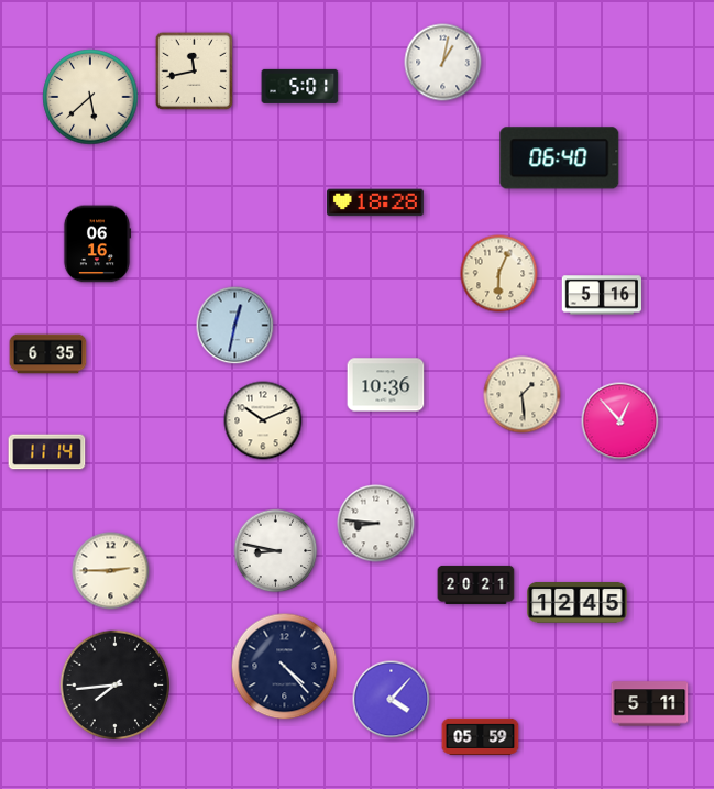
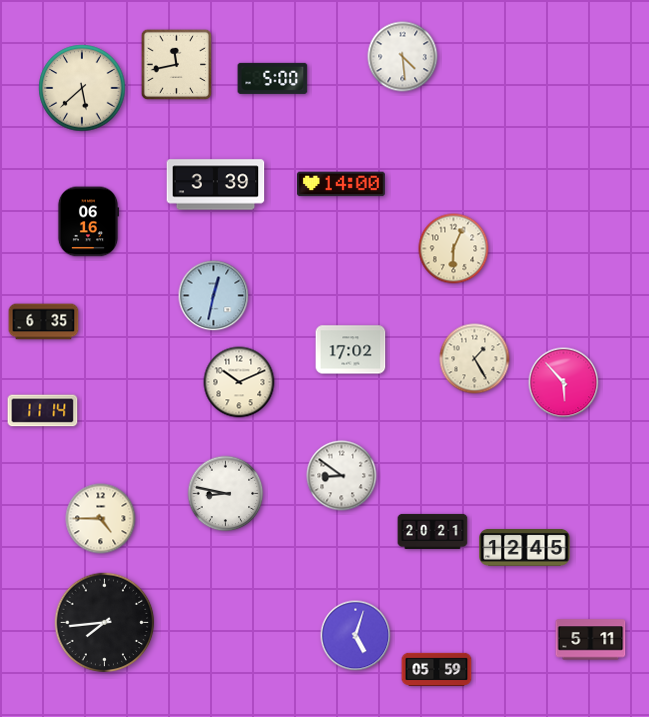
clock at (443, 63): 1:02 -> 4:29
clock at (300, 86): 5:01 -> 5:00
clock at (560, 158): 06:40 -> none
clock at (375, 202): 18:28 -> 14:00
clock at (216, 185): none -> 3:39
clock at (602, 295): 5:16 -> none
clock at (386, 385): 10:36 -> 17:02
clock at (523, 395): 1:29 -> 1:25
clock at (620, 421): 12:53 -> 5:53
clock at (376, 524): 8:46 -> 8:51
clock at (276, 551) position: (276, 551) -> (226, 494)
clock at (111, 571): 2:45 -> 4:45
clock at (285, 667): 4:23 -> none
clock at (392, 700): 4:07 -> 5:03
